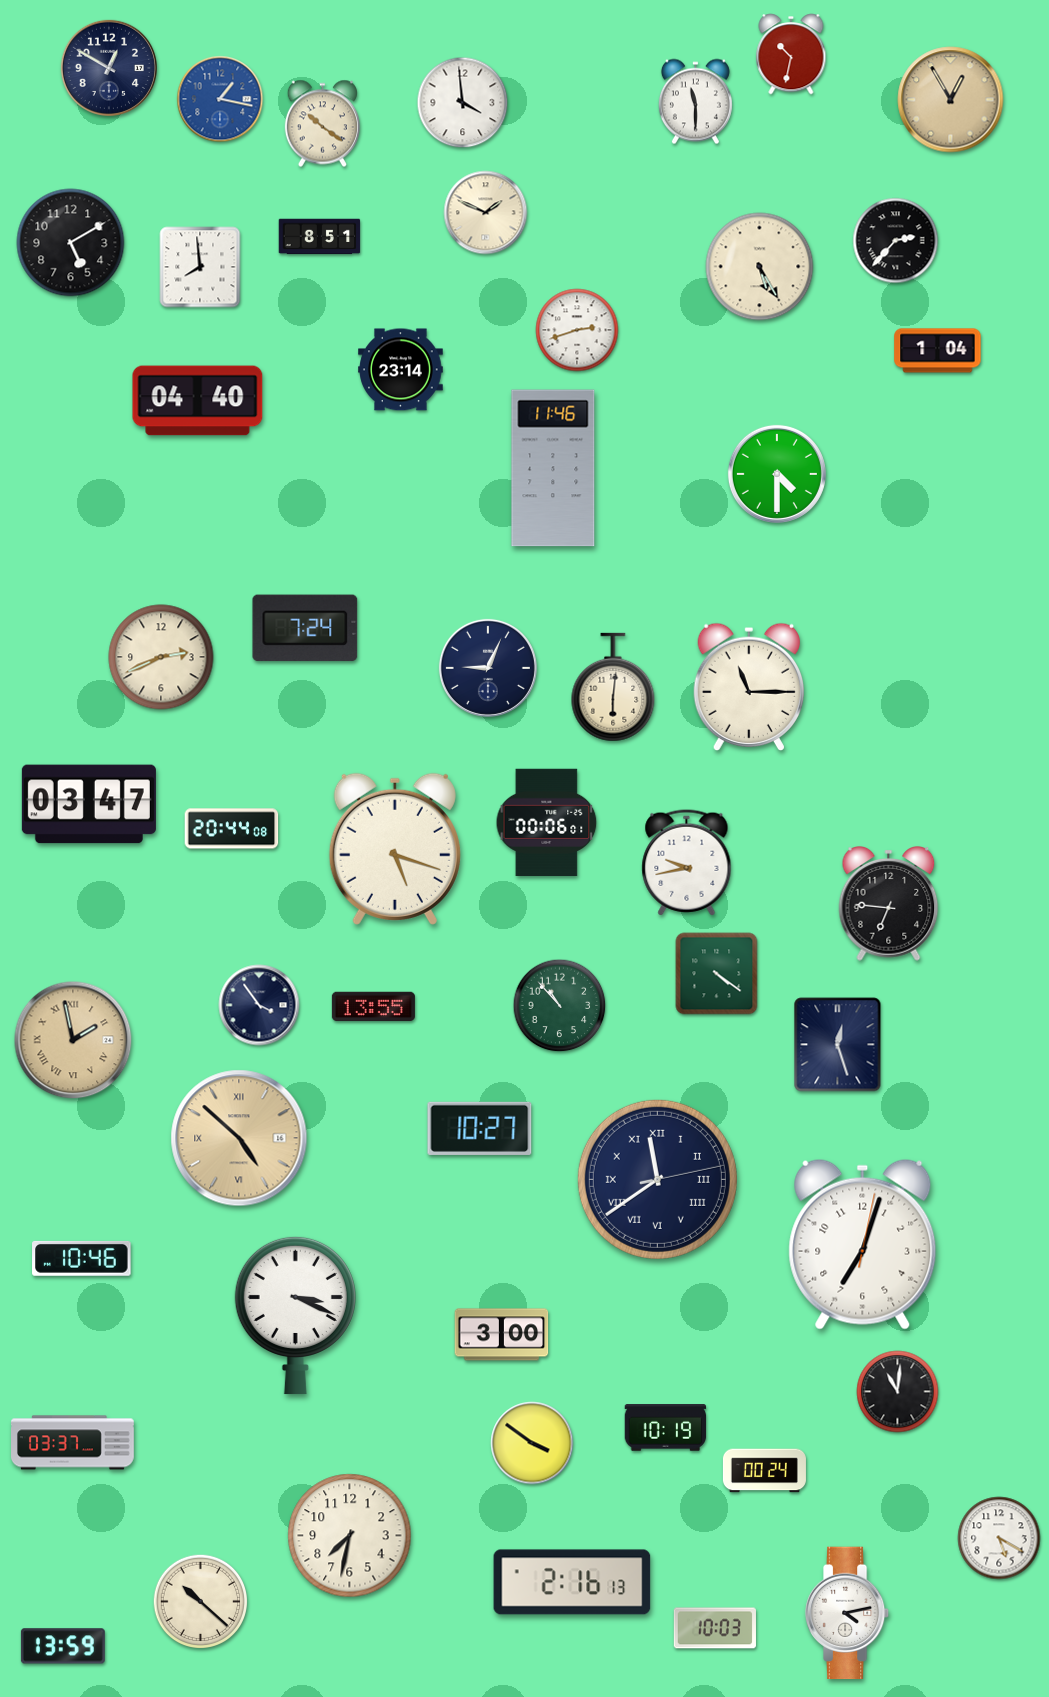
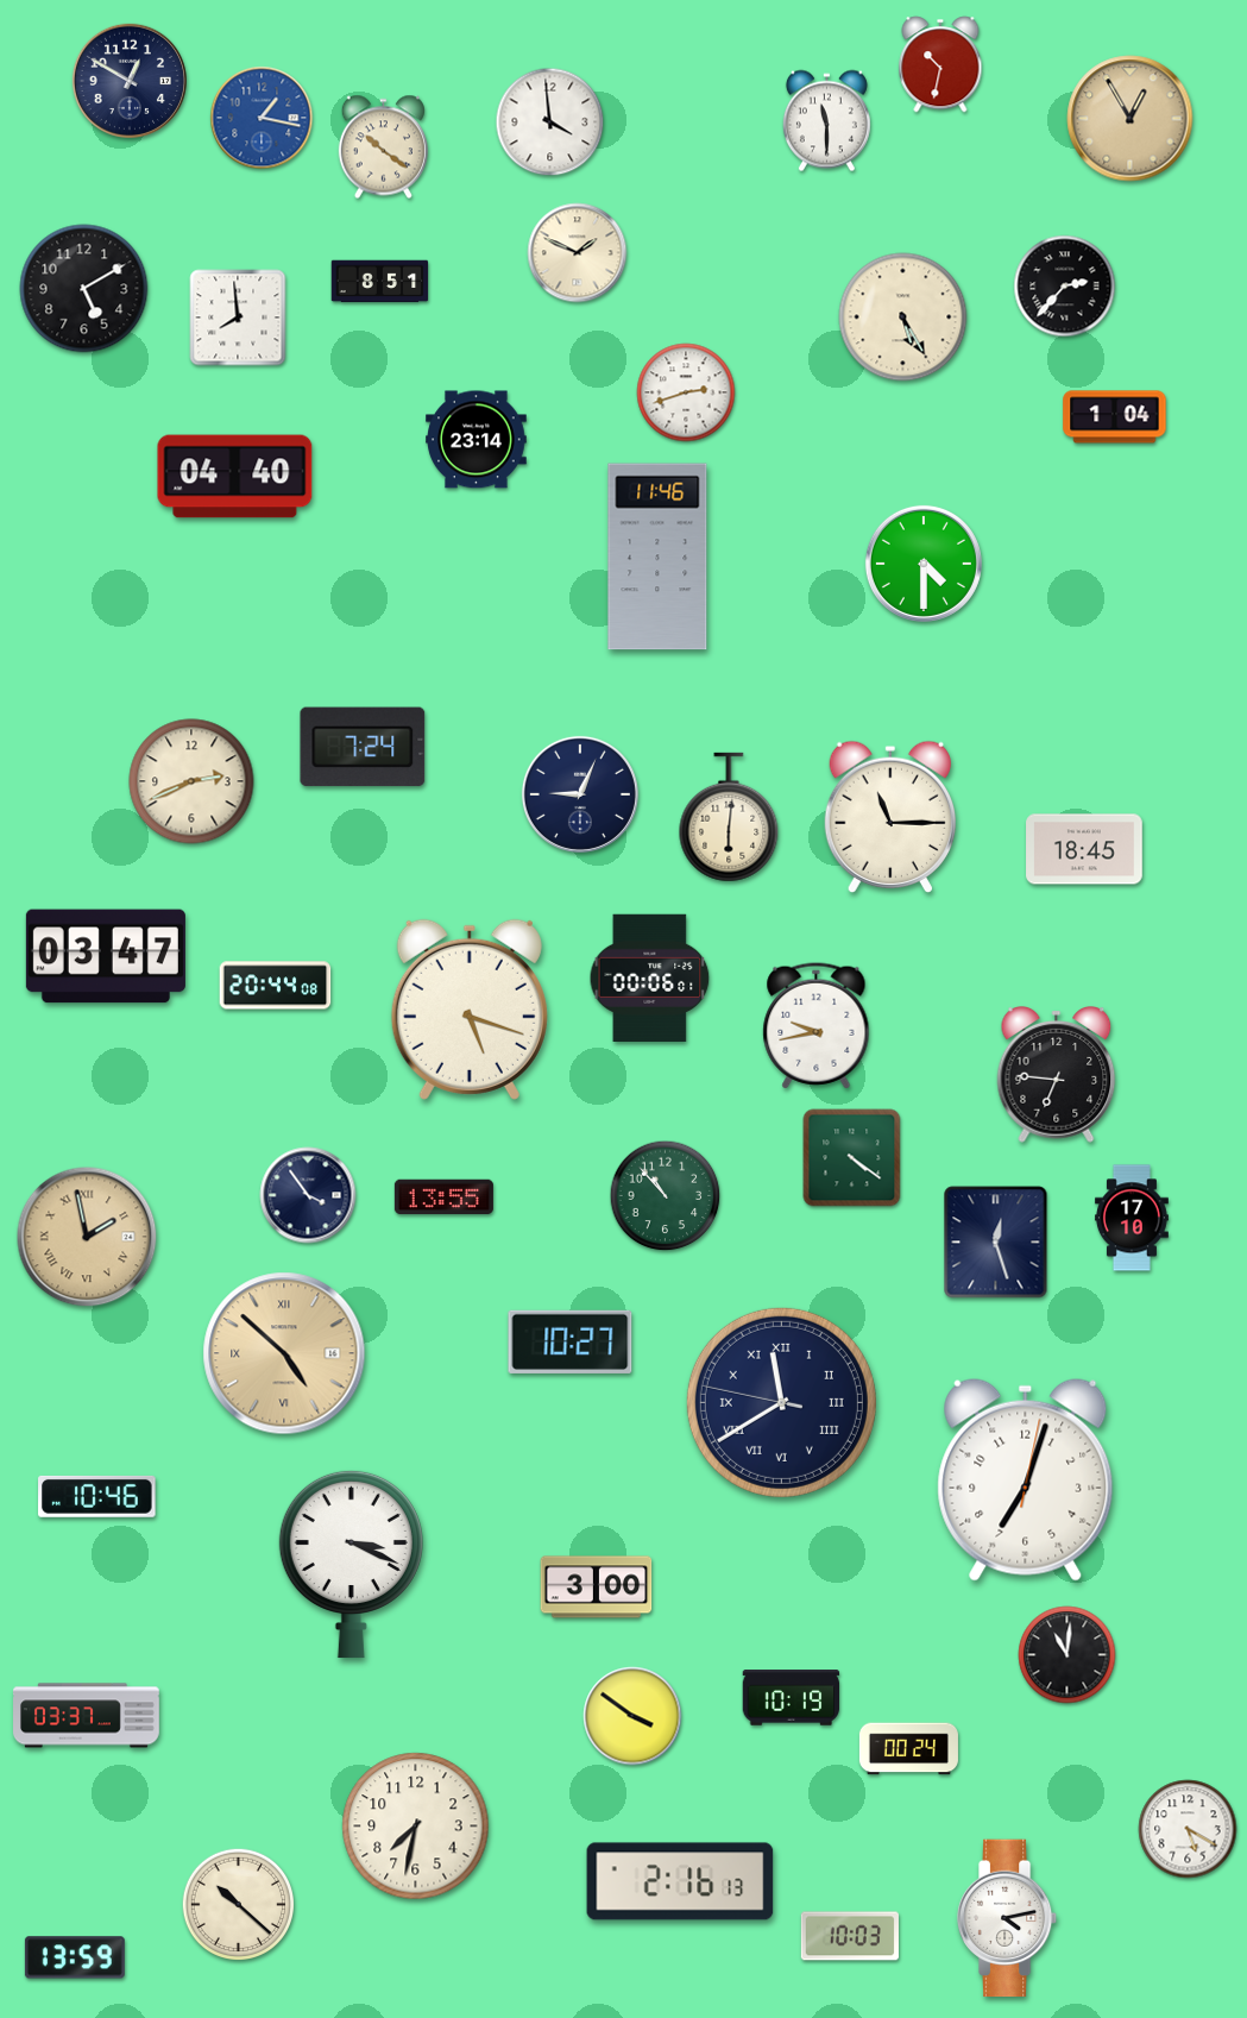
clock at (1084, 849): none -> 18:45
clock at (1132, 1218): none -> 17:10
clock at (657, 1179): 11:39:13 -> 11:39:47
